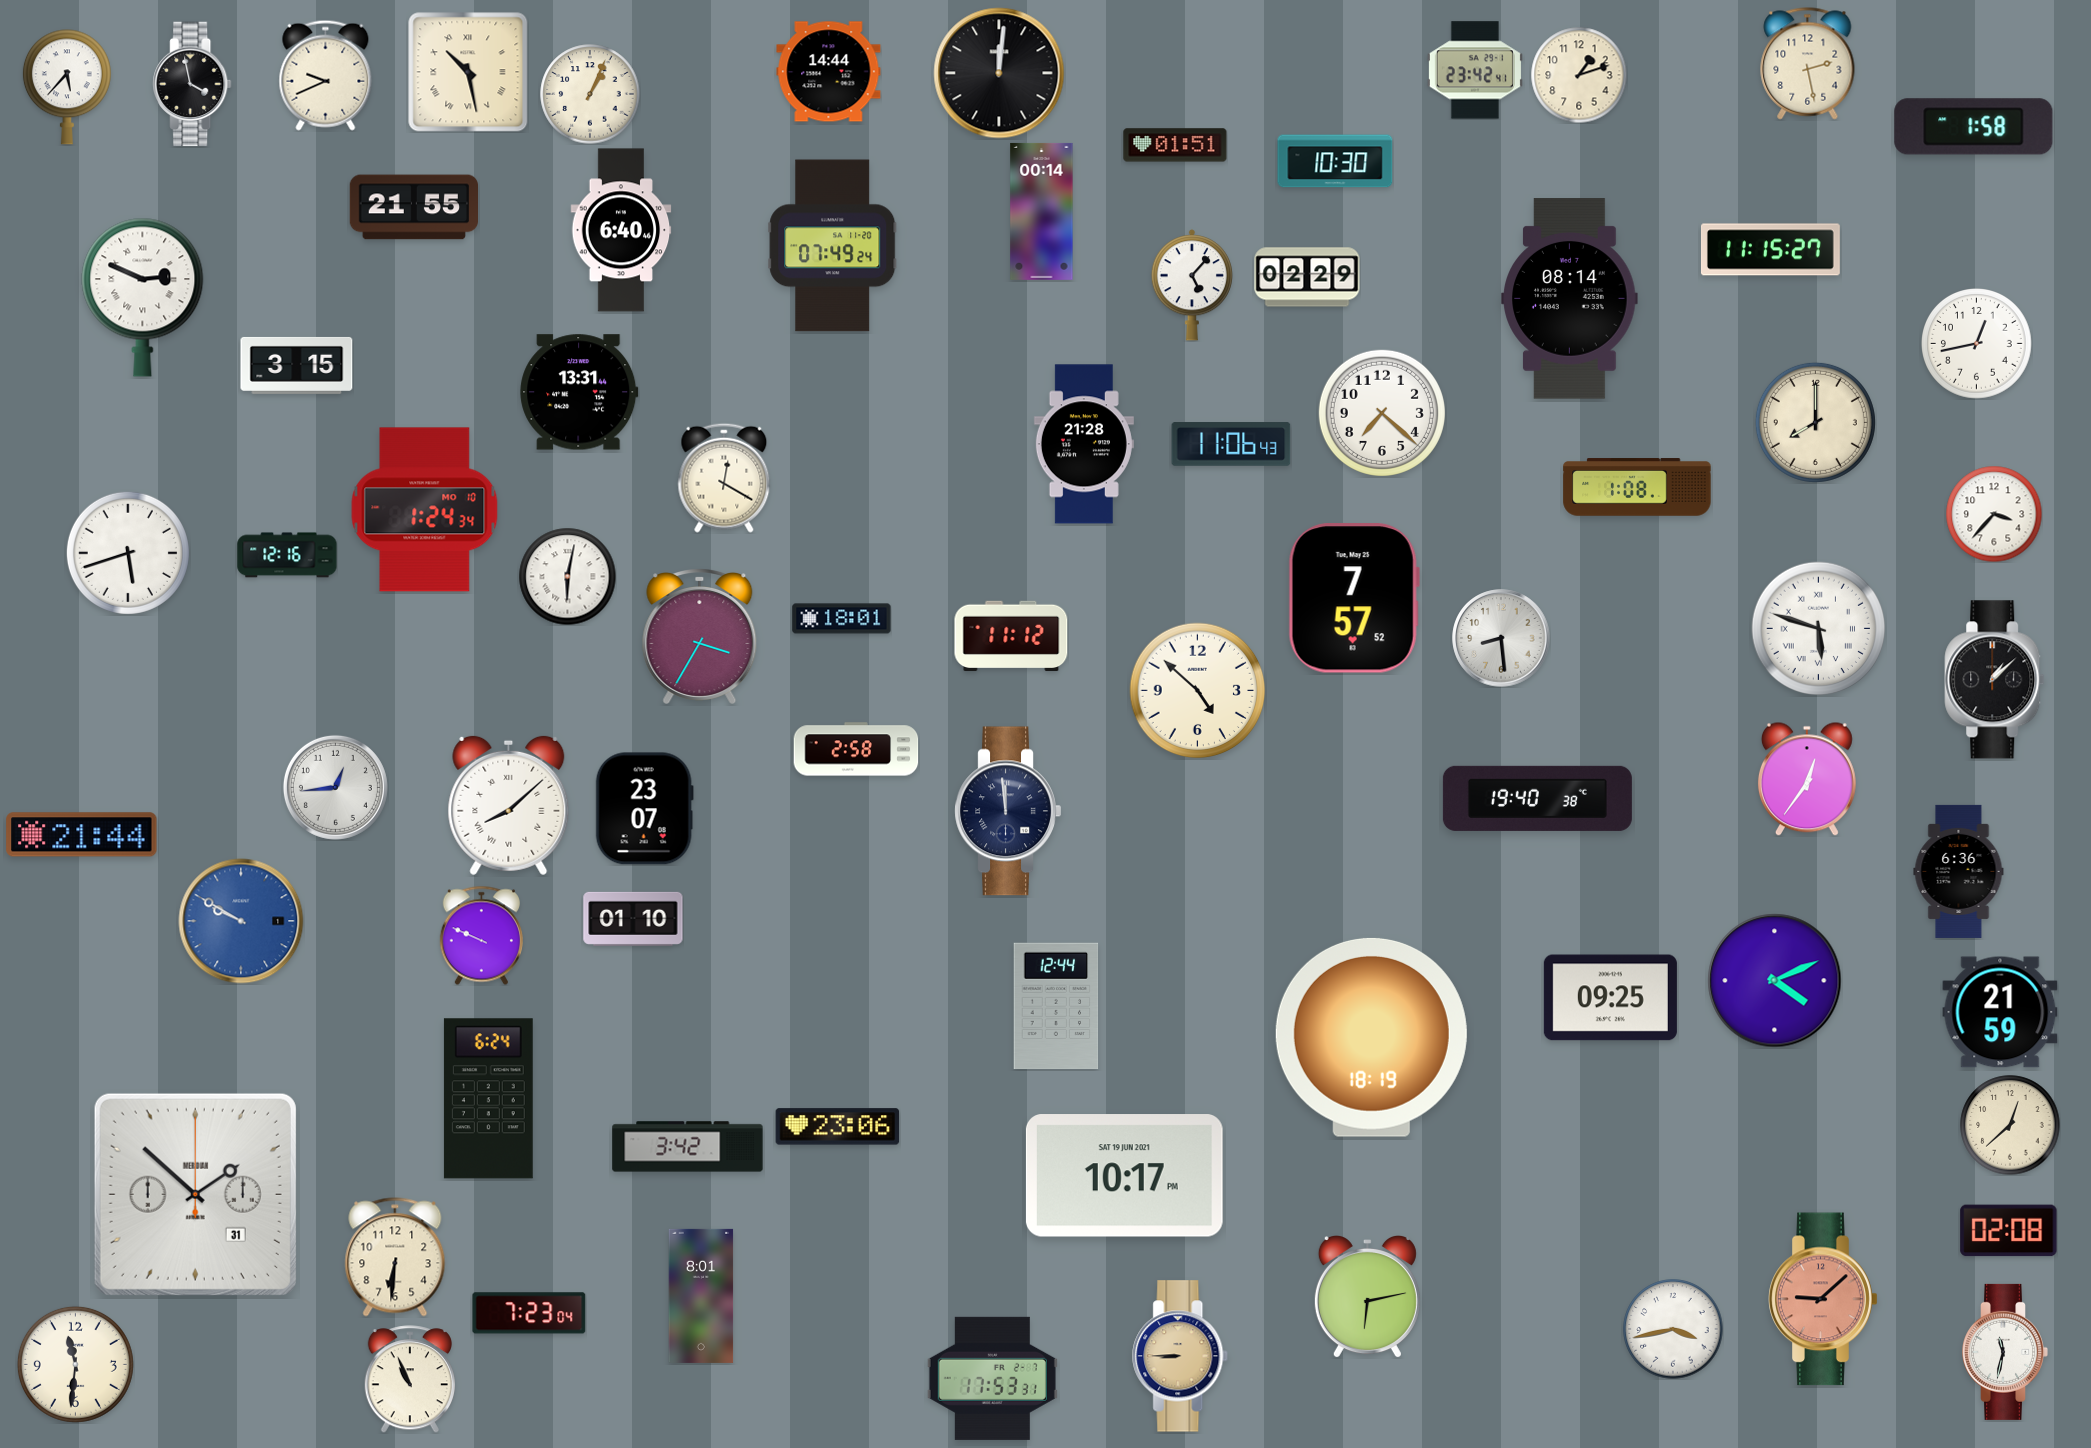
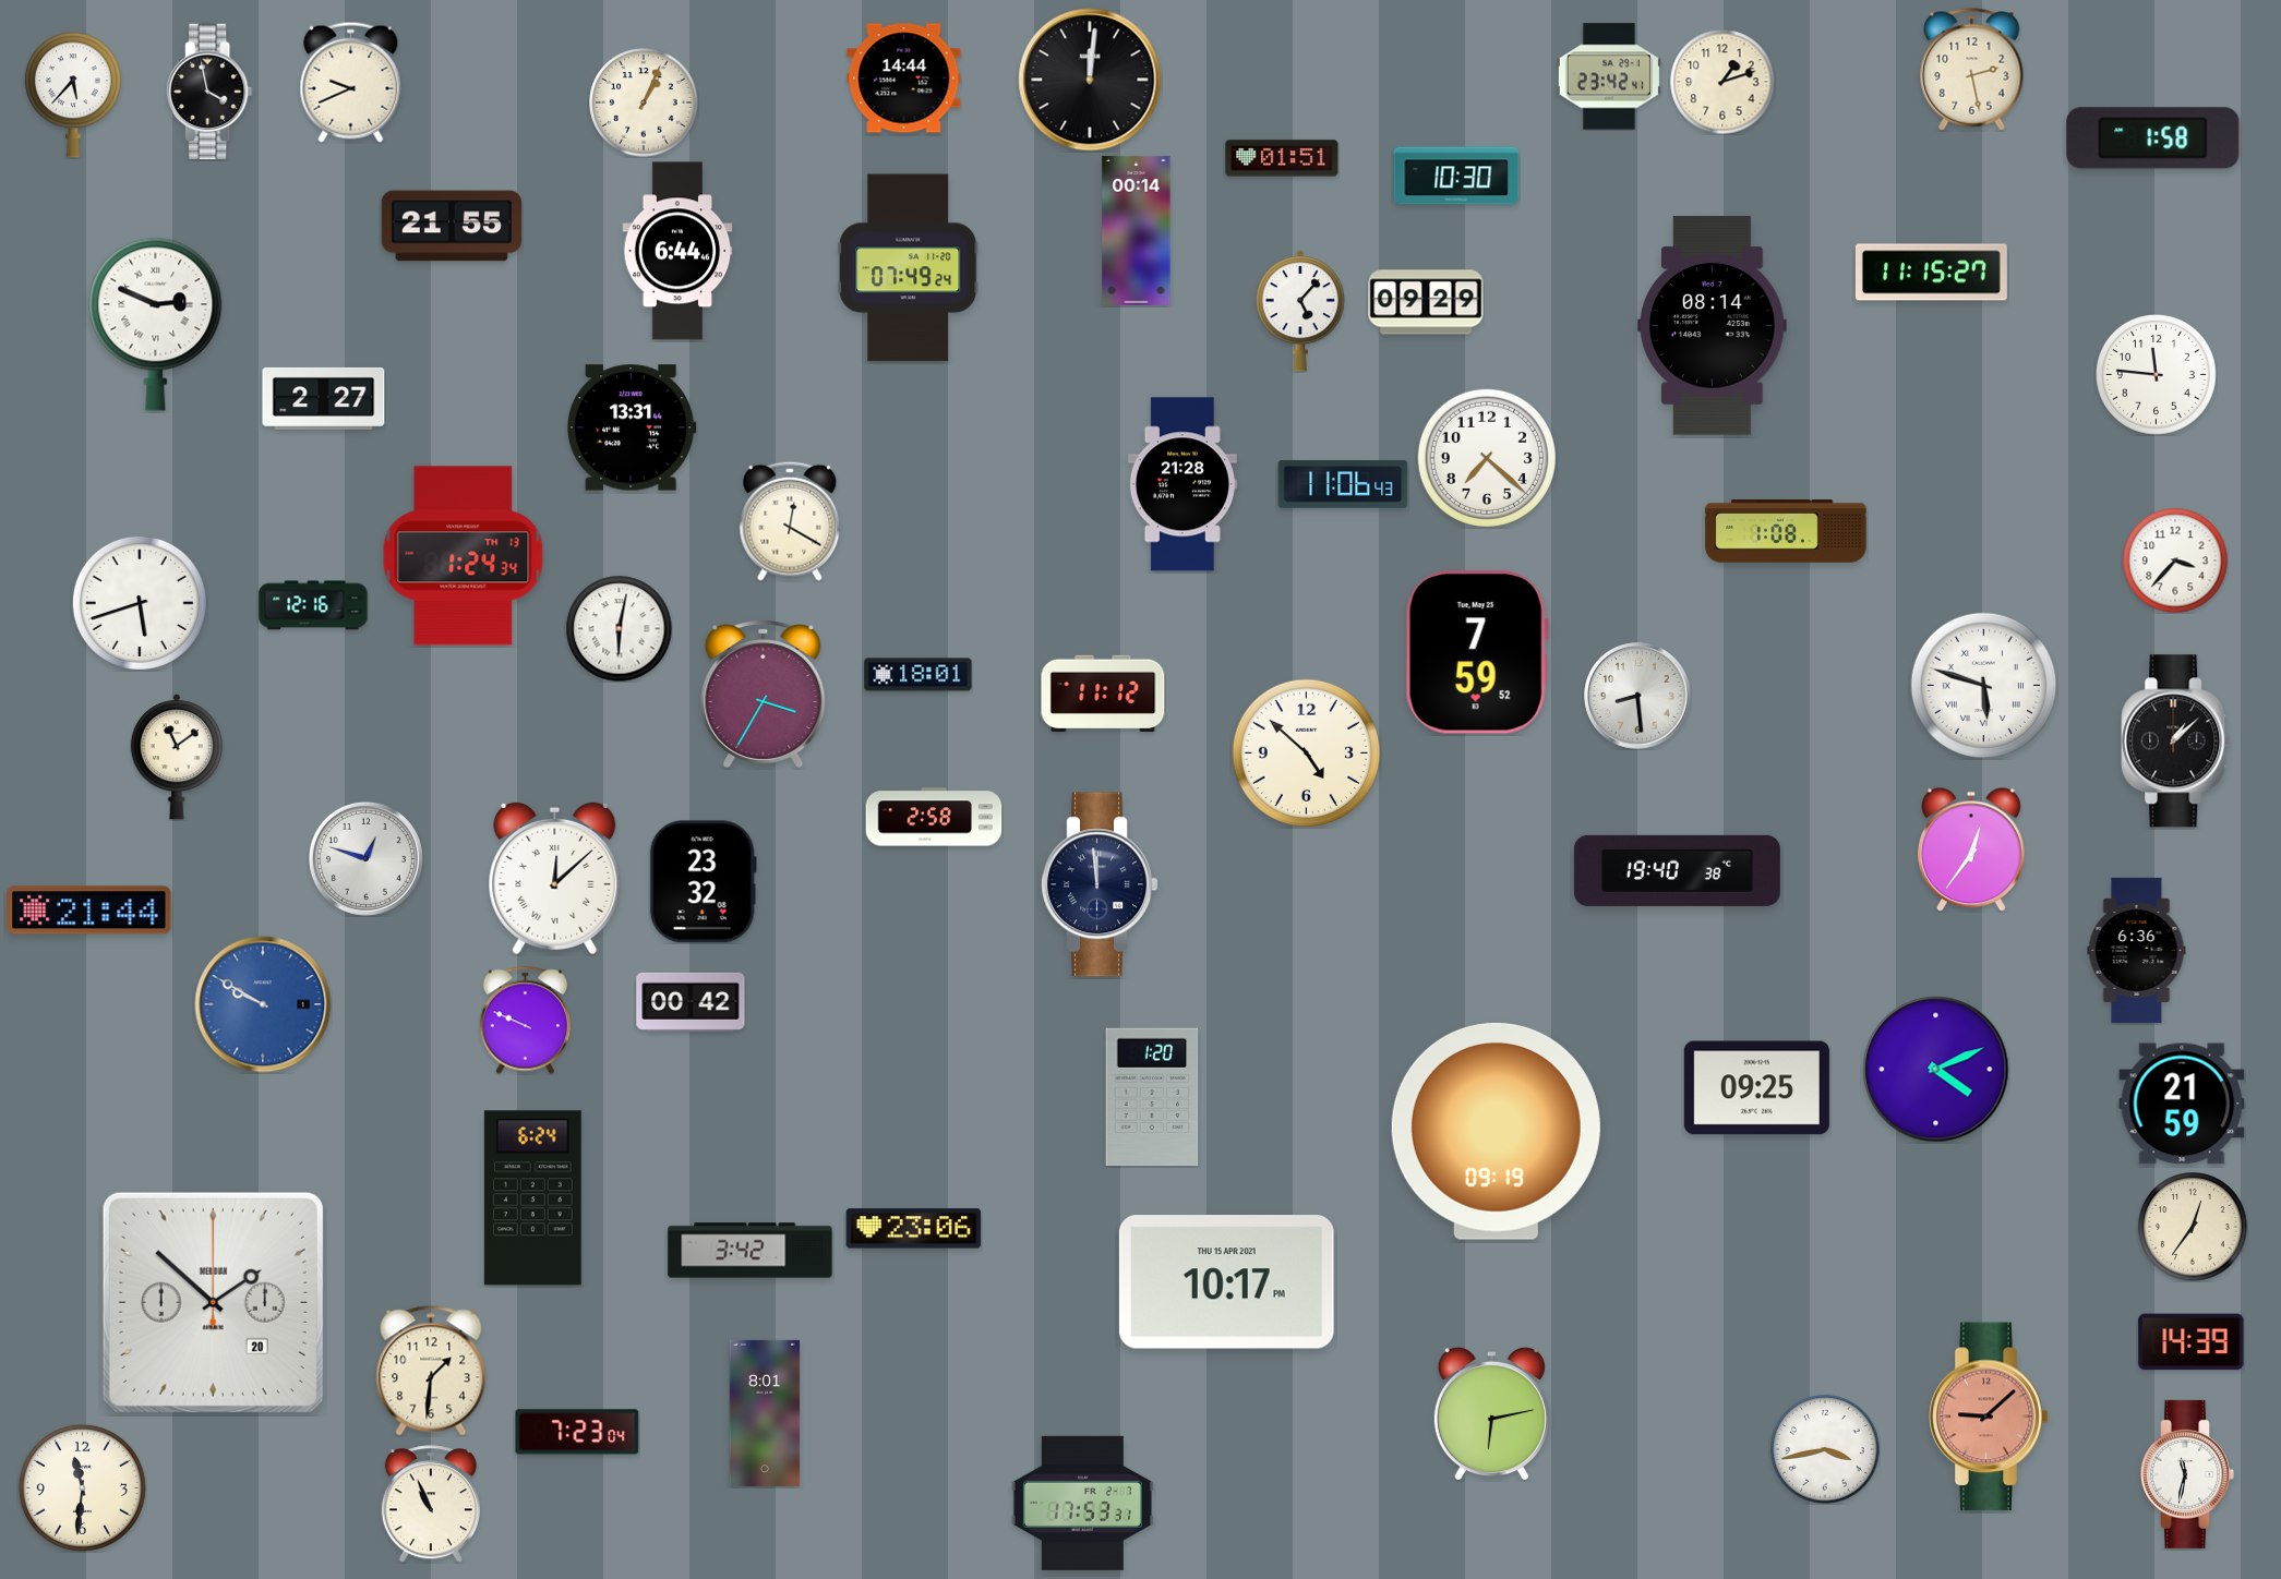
clock at (468, 72): 10:28 -> none
clock at (326, 75) position: (326, 75) -> (351, 82)
clock at (621, 230): 6:40 -> 6:44
clock at (1307, 277): 02:29 -> 09:29
clock at (1977, 344): 12:43 -> 11:46
clock at (297, 365): 3:15 -> 2:27
clock at (1382, 413) position: (1382, 413) -> (1487, 458)
clock at (1815, 422): 8:00 -> none
clock at (425, 510) date: MO 10 -> TH 13
clock at (1354, 598): 7:57 -> 7:59
clock at (177, 757): none -> 11:09
clock at (335, 787): 12:44 -> 12:48
clock at (509, 806): 8:08 -> 12:08
clock at (644, 809): 23:07 -> 23:32
clock at (633, 919): 01:10 -> 00:42
clock at (1056, 1006): 12:44 -> 1:20
clock at (1371, 1037): 18:19 -> 09:19
clock at (2010, 1125): 12:38 -> 12:36
clock at (1124, 1176) date: SAT 19 JUN 2021 -> THU 15 APR 2021
clock at (195, 1194) date: 31 -> 20
clock at (2009, 1231): 02:08 -> 14:39
clock at (395, 1257): 6:31 -> 1:31
clock at (1181, 1356): 8:45 -> none
clock at (410, 1379) position: (410, 1379) -> (431, 1504)
